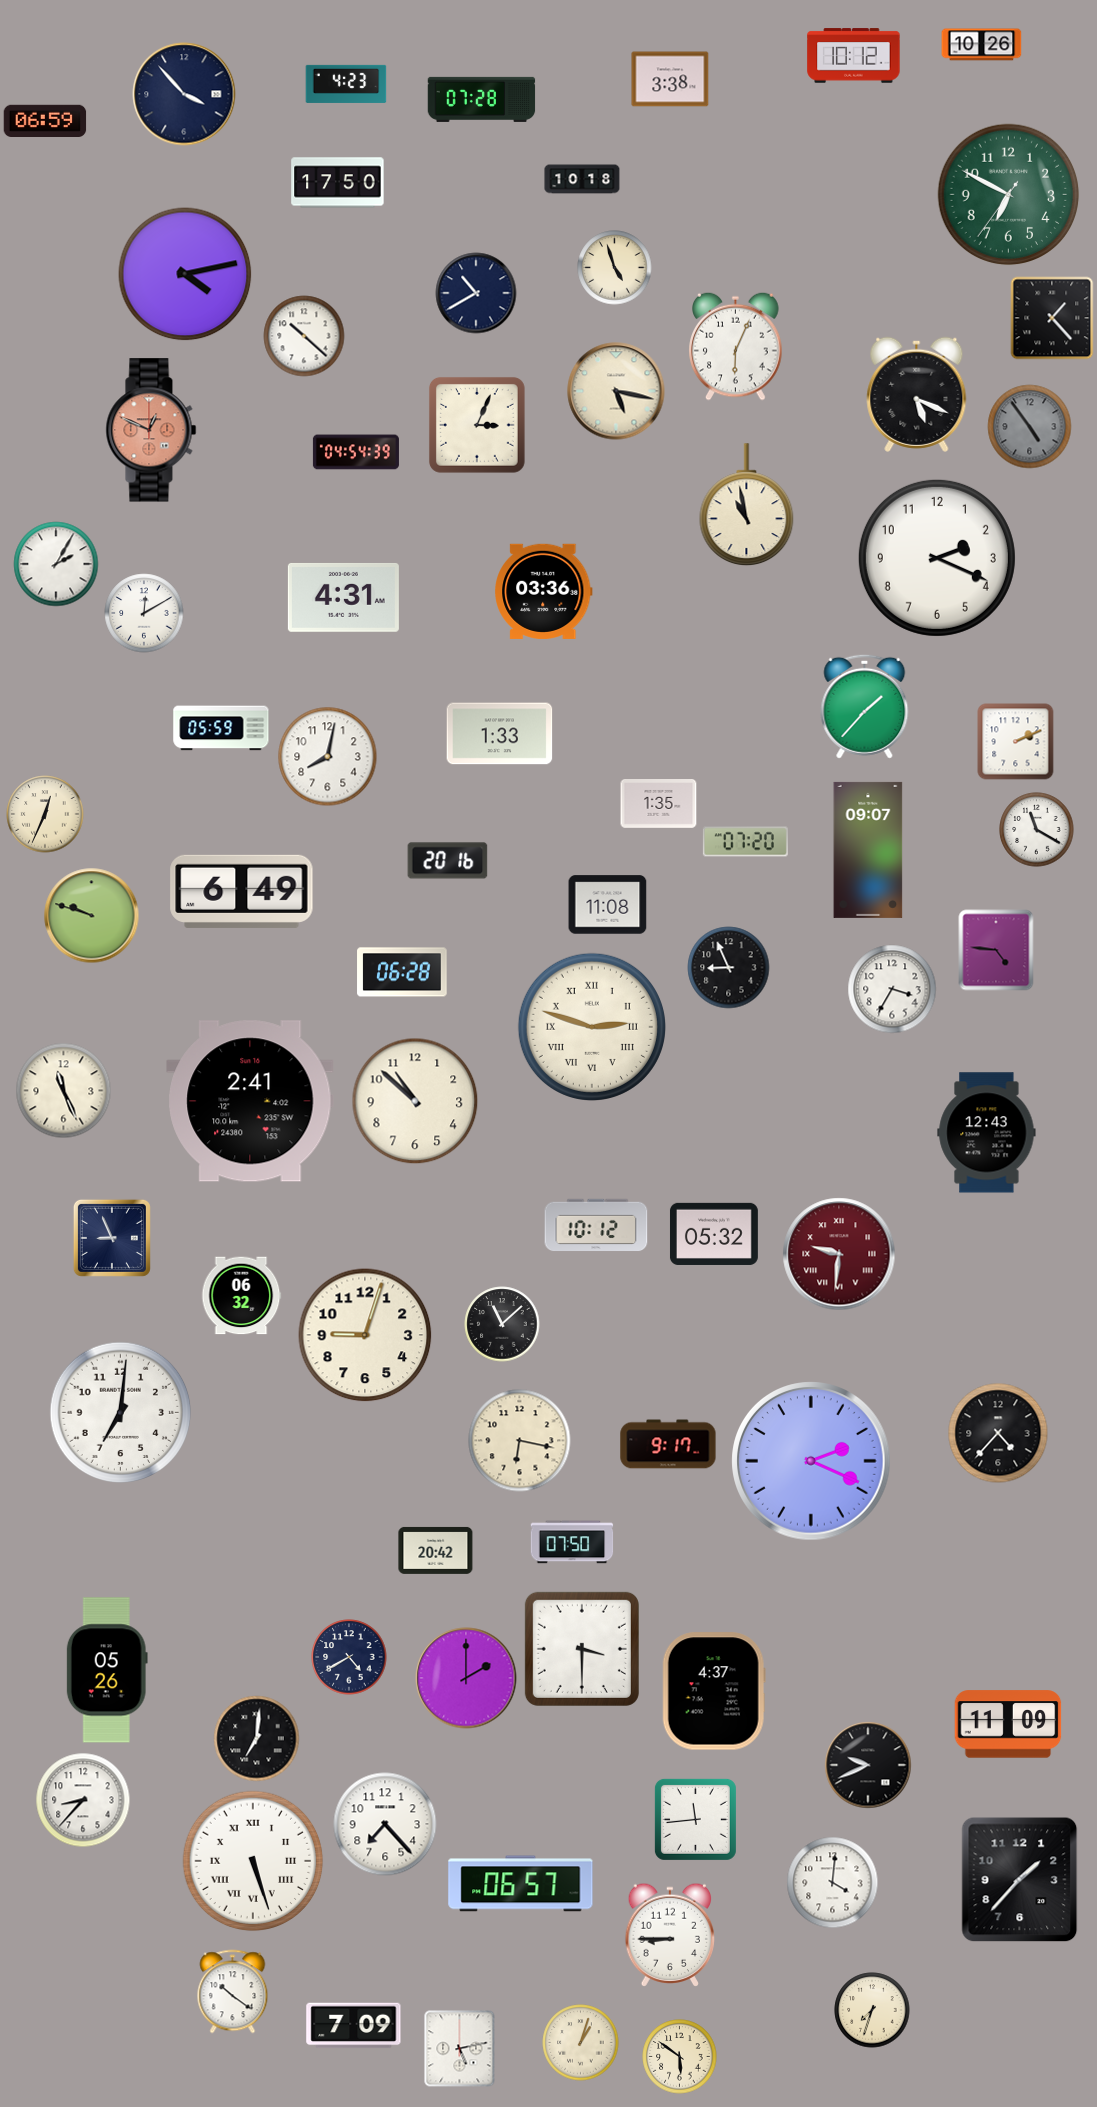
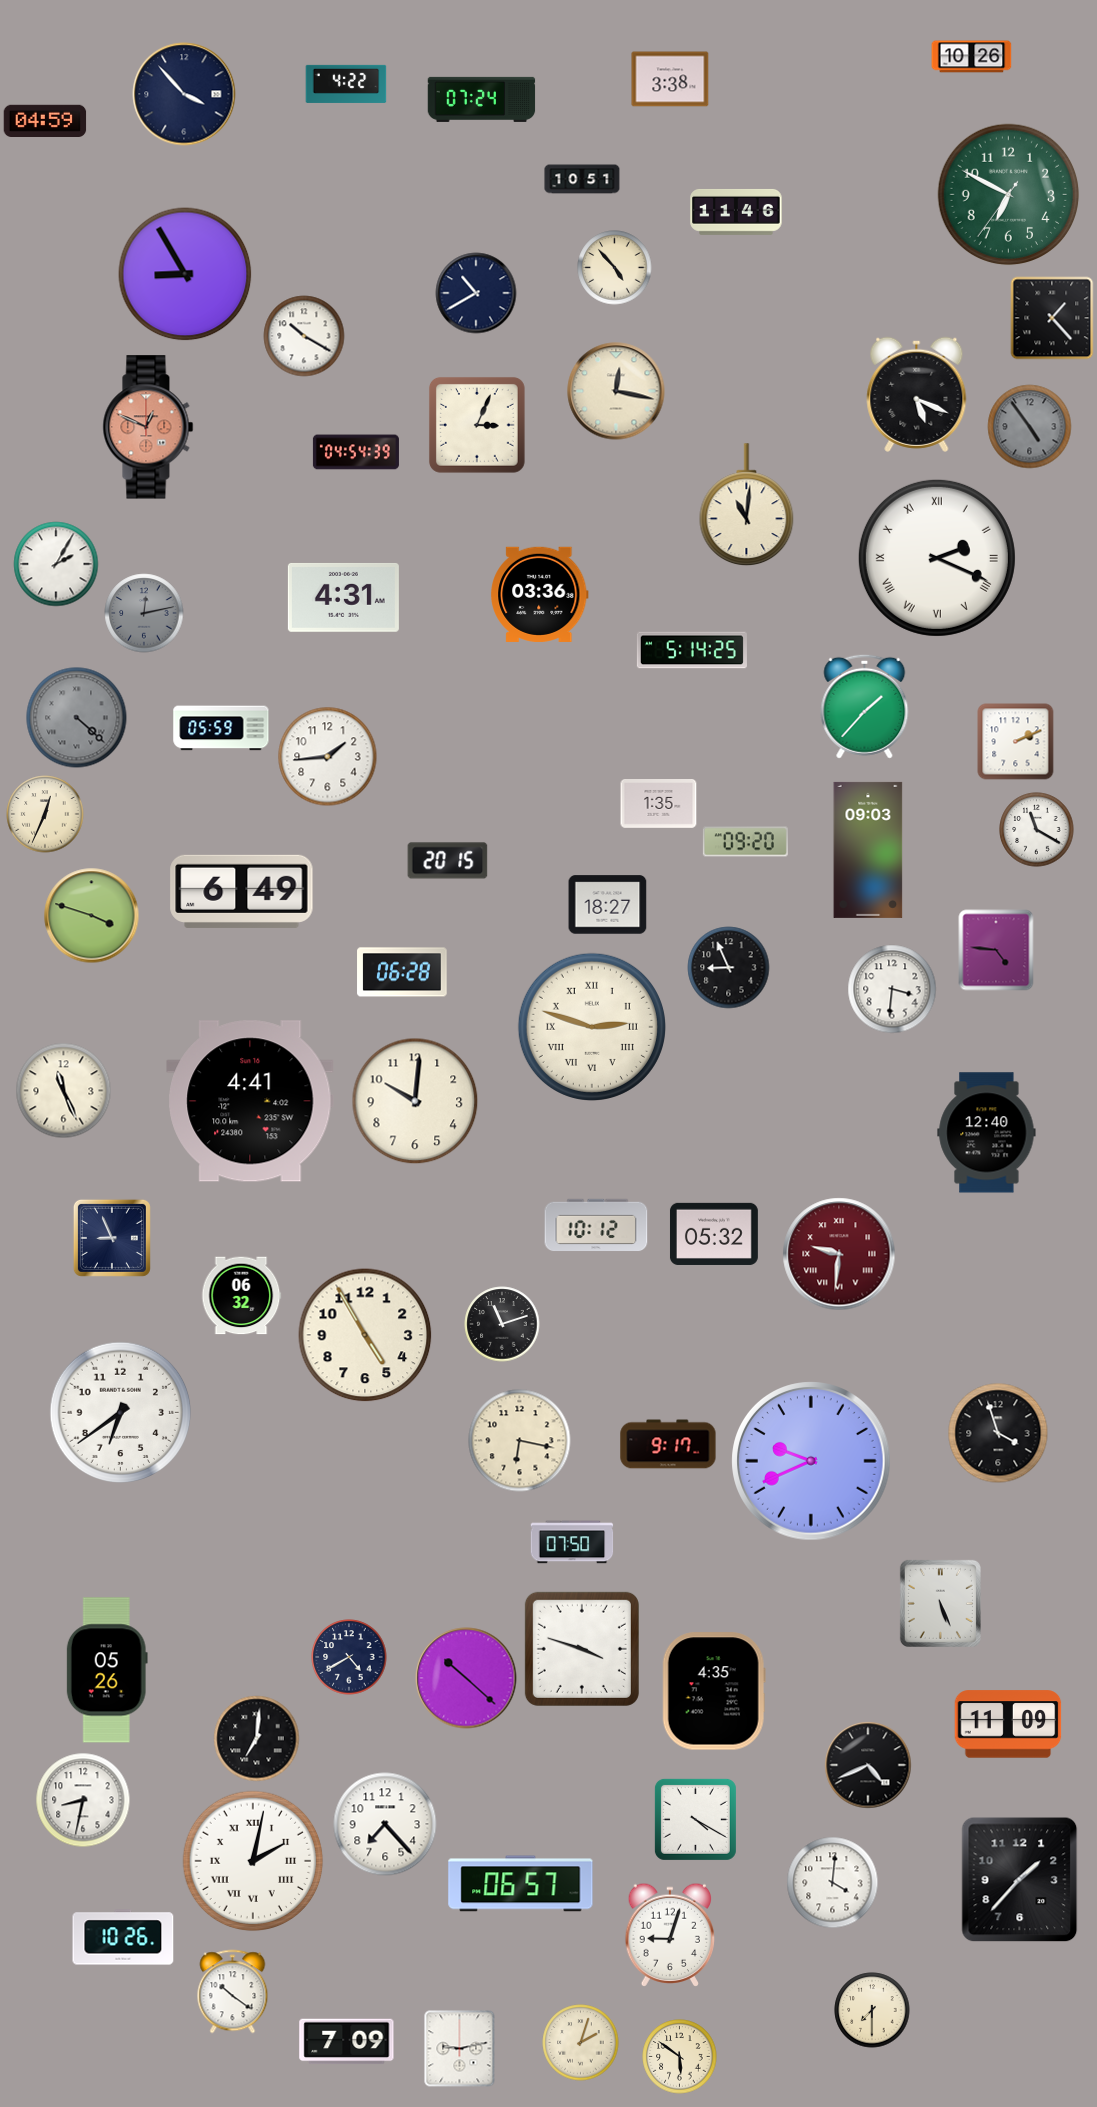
clock at (982, 45) position: (982, 45) -> (972, 57)
clock at (854, 56): 10:12 -> none
clock at (346, 84): 4:23 -> 4:22
clock at (482, 99): 07:28 -> 07:24
clock at (45, 120): 06:59 -> 04:59
clock at (582, 179): 10:18 -> 10:51
clock at (338, 183): 17:50 -> none
clock at (736, 212): none -> 11:46
clock at (615, 268): 4:57 -> 4:53
clock at (185, 274): 4:13 -> 8:55
clock at (304, 336): 10:22 -> 10:20
clock at (736, 346): 6:04 -> none
clock at (616, 391): 5:17 -> 12:17
clock at (151, 430) position: (151, 430) -> (148, 427)
clock at (747, 505): 10:58 -> 11:01
clock at (937, 558) numerals: Arabic -> Roman
clock at (544, 591) position: (544, 591) -> (540, 594)
clock at (144, 613): 12:10 -> 12:13
clock at (144, 613) dial: white -> grey
clock at (692, 650): none -> 5:14
clock at (77, 718): none -> 4:22
clock at (500, 734): 1:33 -> none
clock at (328, 757): 8:02 -> 1:44
clock at (745, 842): 07:20 -> 09:20
clock at (868, 850): 09:07 -> 09:03
clock at (448, 861): 20:16 -> 20:15
clock at (608, 905): 11:08 -> 18:27
clock at (92, 916): 9:48 -> 3:48
clock at (892, 989): 3:35 -> 3:31
clock at (250, 1101): 2:41 -> 4:41
clock at (415, 1101): 10:52 -> 10:01
clock at (987, 1133): 12:43 -> 12:40
clock at (502, 1324): 11:08 -> 11:12
clock at (365, 1335): 9:03 -> 4:55
clock at (121, 1413): 7:01 -> 6:39
clock at (998, 1433): 4:37 -> 3:57
clock at (811, 1461): 2:19 -> 9:41
clock at (436, 1550): 20:42 -> none
clock at (940, 1603): none -> 5:26
clock at (582, 1649): 3:30 -> 3:48
clock at (466, 1678): 2:00 -> 10:22
clock at (714, 1691): 4:37 -> 4:35
clock at (868, 1765): 9:41 -> 4:41
clock at (83, 1800): 8:37 -> 8:32
clock at (695, 1819): 11:44 -> 4:20
clock at (253, 1861): 5:27 -> 2:02
clock at (670, 1934): 8:45 -> 9:03
clock at (123, 1937): none -> 10:26
clock at (872, 2010): 7:33 -> 7:30
clock at (354, 2026) position: (354, 2026) -> (347, 2042)
clock at (581, 2043): 1:03 -> 2:03
clock at (460, 2049): 5:13 -> 9:13
